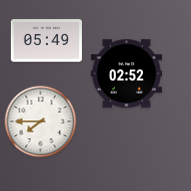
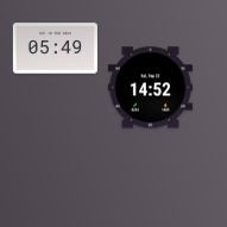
clock at (126, 74): 02:52 -> 14:52
clock at (41, 122): 7:45 -> none
